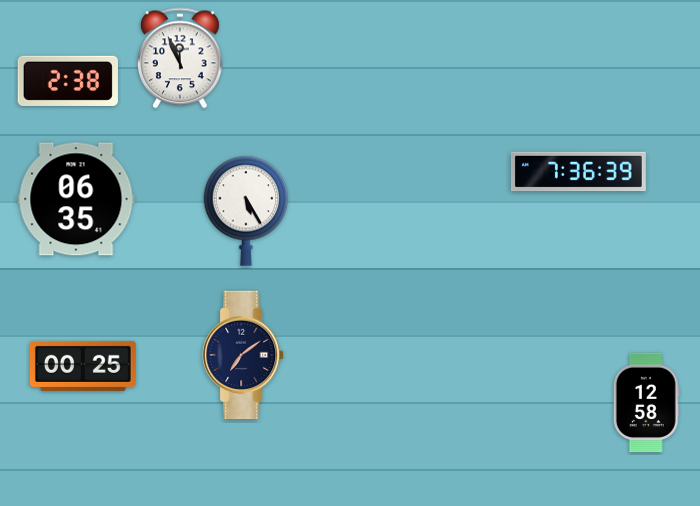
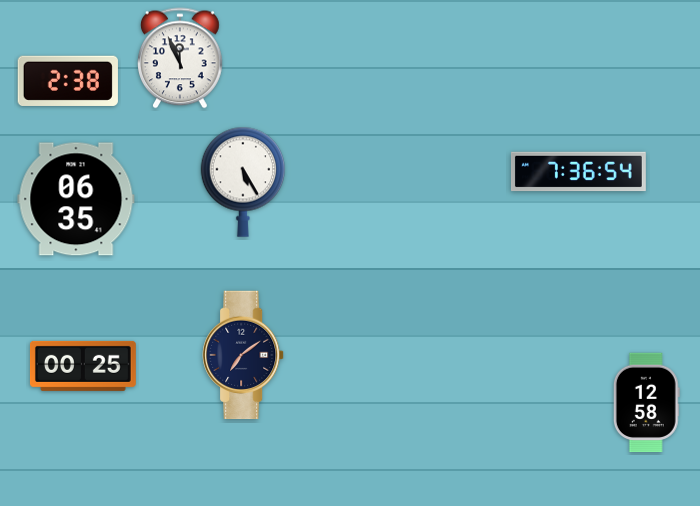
clock at (578, 172): 7:36:39 -> 7:36:54
clock at (246, 211) position: (246, 211) -> (243, 182)
